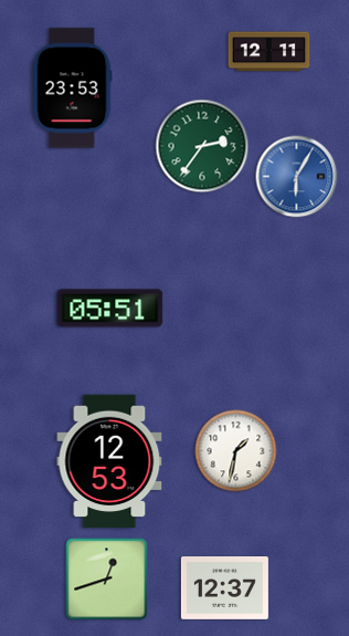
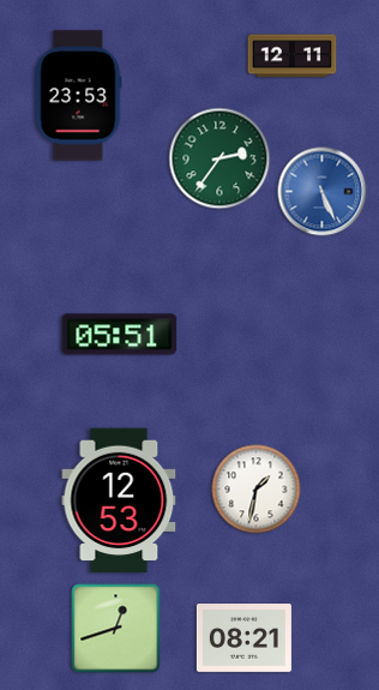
clock at (297, 177): 6:05 -> 5:26
clock at (224, 588): 12:37 -> 08:21
